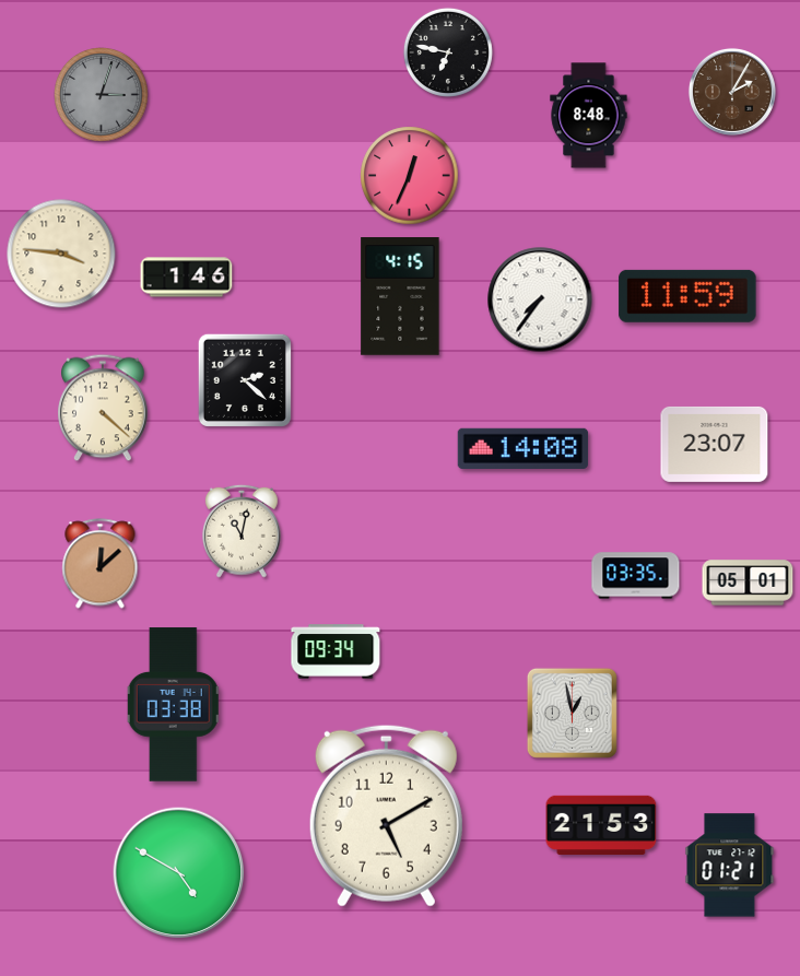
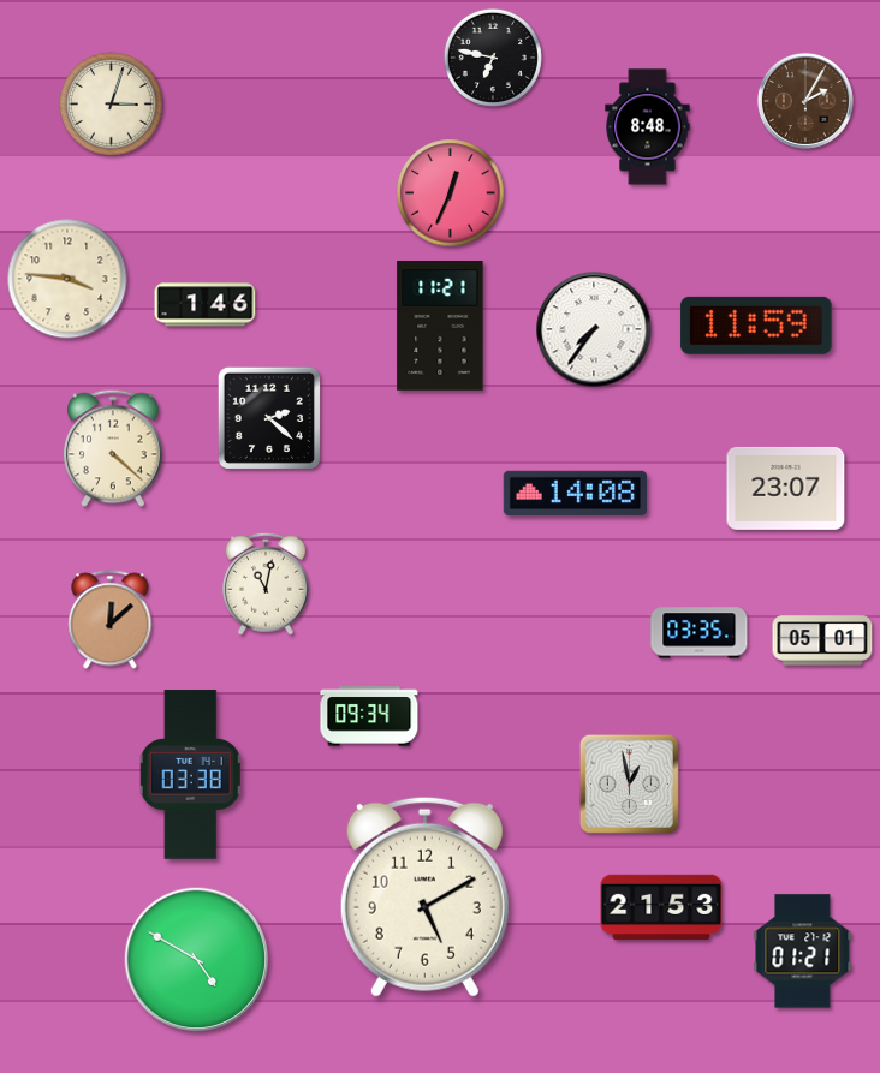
clock at (102, 95) dial: grey -> cream
clock at (400, 296): 4:15 -> 11:21
